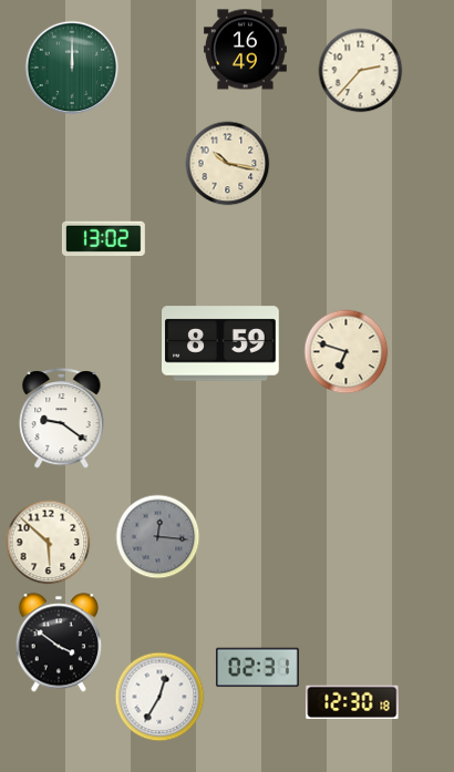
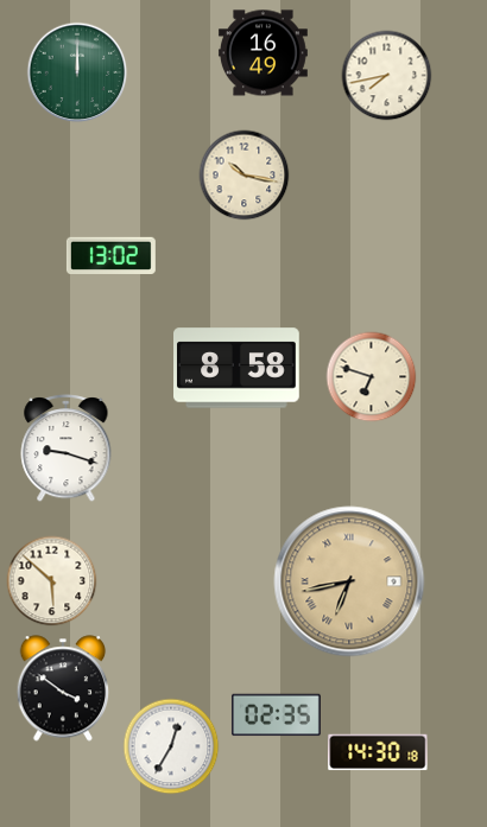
clock at (361, 71): 2:37 -> 7:43
clock at (221, 343): 8:59 -> 8:58
clock at (62, 418): 9:21 -> 9:18
clock at (158, 537): 12:16 -> none
clock at (349, 581): none -> 6:43
clock at (257, 668): 02:31 -> 02:35
clock at (352, 702): 12:30 -> 14:30
